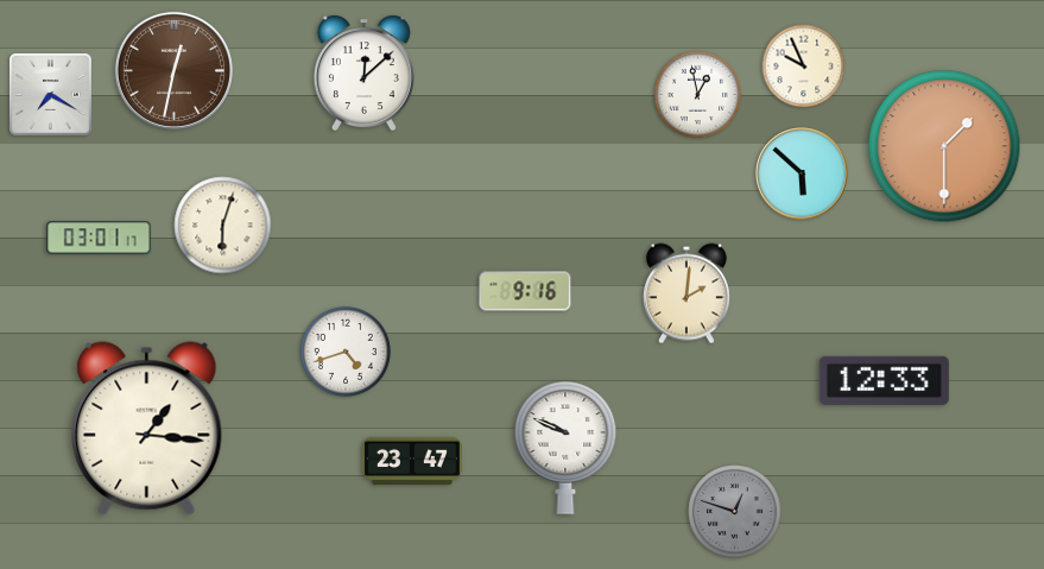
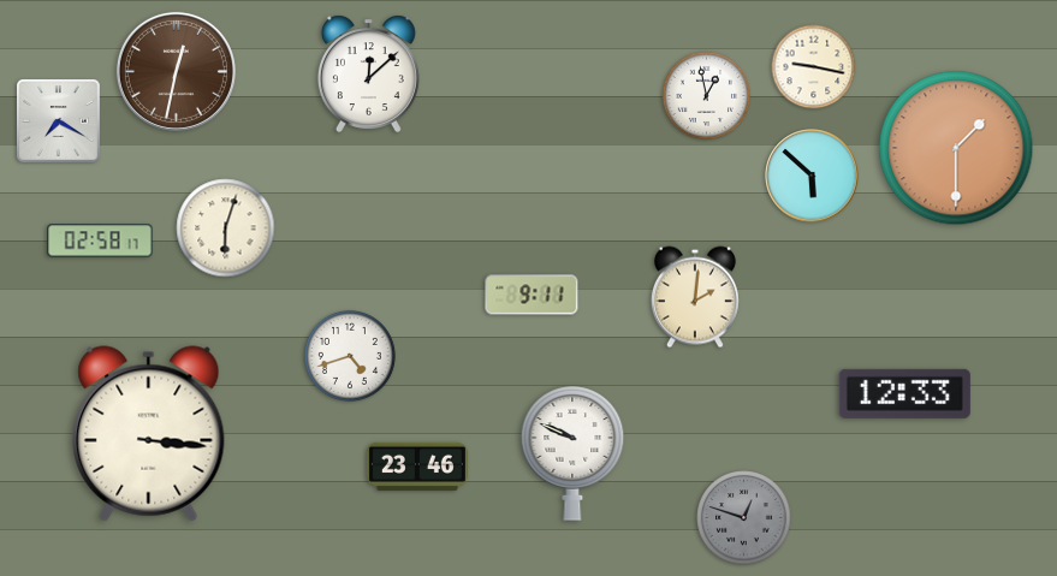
clock at (804, 67): 9:56 -> 9:17
clock at (51, 95) position: (51, 95) -> (59, 121)
clock at (99, 238): 03:01 -> 02:58
clock at (525, 291): 9:16 -> 9:11
clock at (884, 380) position: (884, 380) -> (904, 393)
clock at (147, 429): 1:16 -> 3:16
clock at (412, 461): 23:47 -> 23:46
